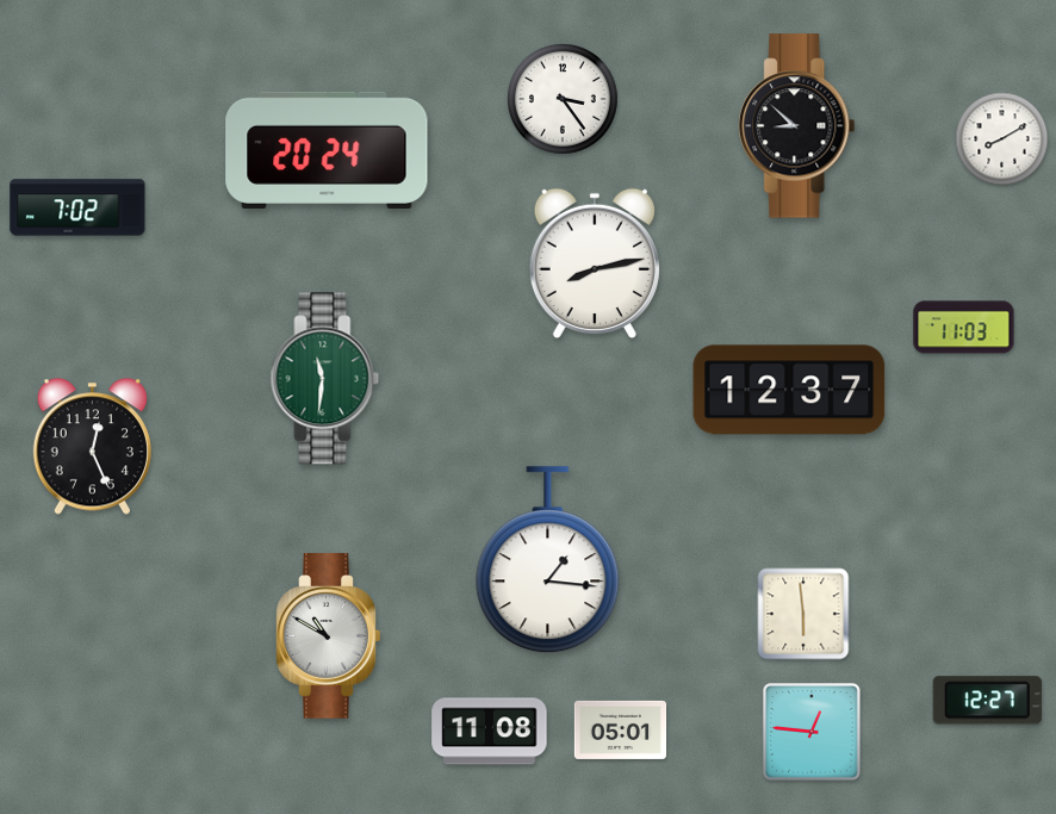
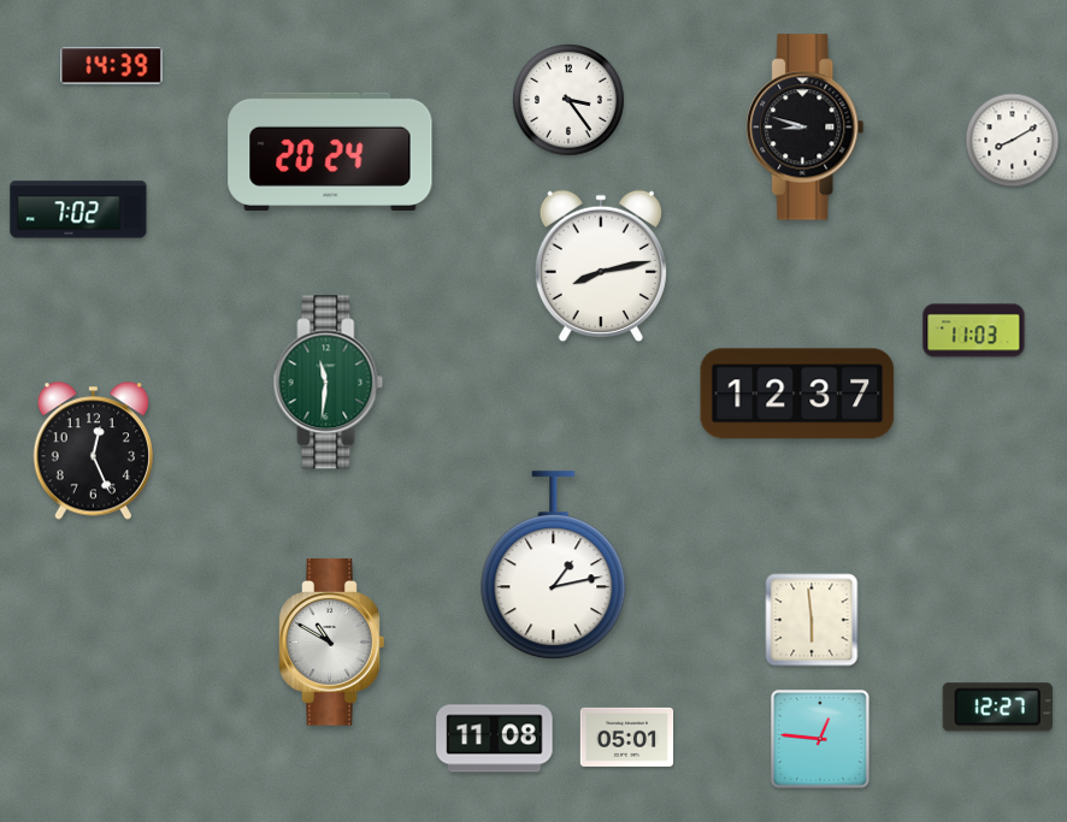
clock at (112, 66): none -> 14:39
clock at (797, 126): 8:52 -> 8:48
clock at (548, 560): 1:16 -> 1:13
